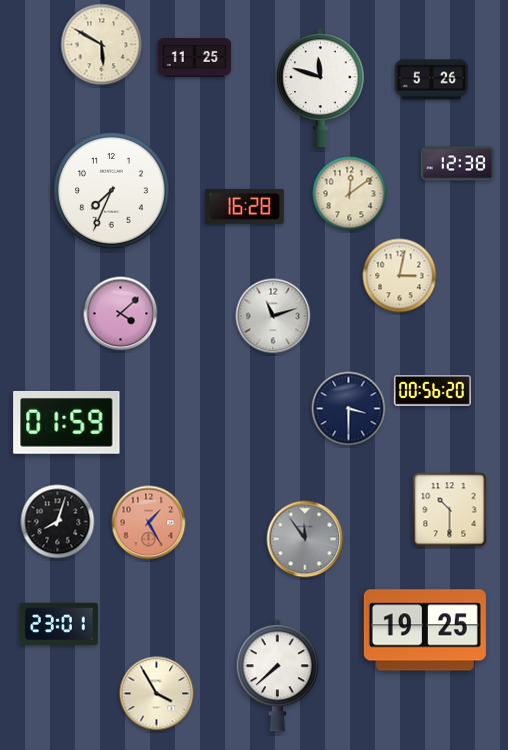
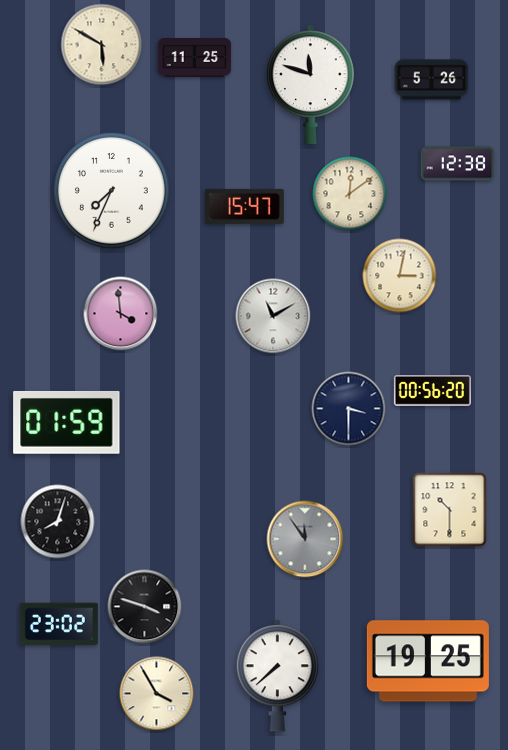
clock at (321, 87) position: (321, 87) -> (311, 84)
clock at (244, 206): 16:28 -> 15:47
clock at (121, 314): 4:08 -> 3:59
clock at (273, 316): 11:12 -> 11:10
clock at (149, 523): 1:25 -> none
clock at (145, 607): none -> 3:48
clock at (59, 624): 23:01 -> 23:02
clock at (425, 630) position: (425, 630) -> (428, 661)
